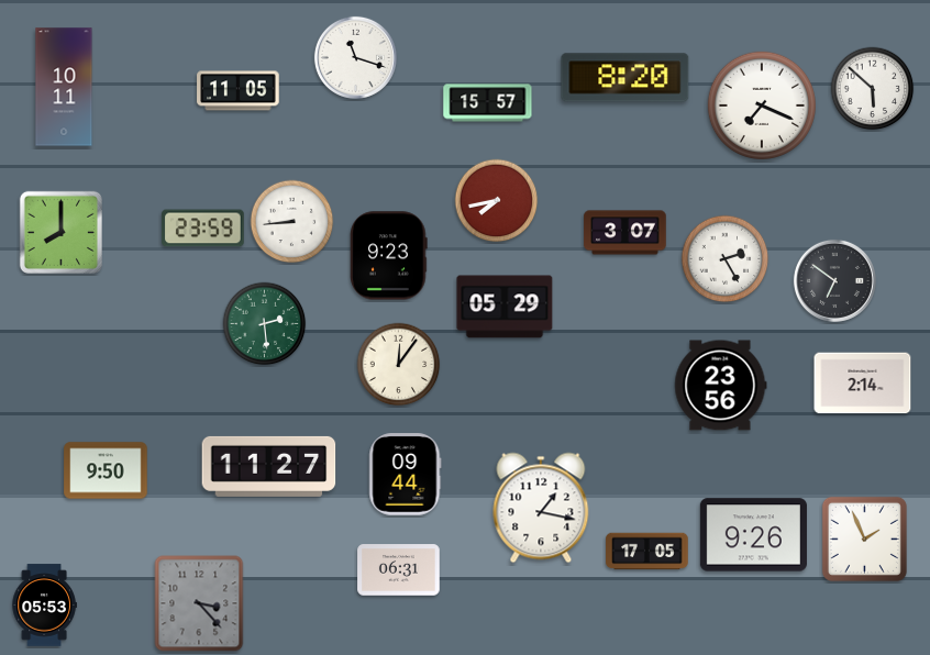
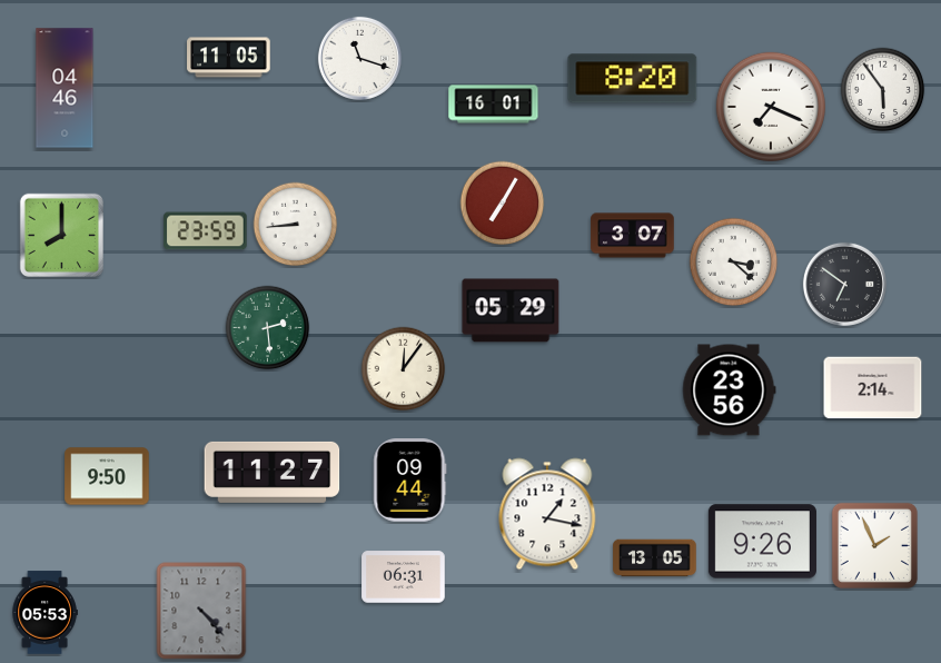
clock at (64, 87): 10:11 -> 04:46
clock at (873, 89): 5:52 -> 5:54
clock at (239, 91) position: (239, 91) -> (229, 58)
clock at (488, 103): 15:57 -> 16:01
clock at (497, 201): 7:43 -> 7:05
clock at (389, 256): 9:23 -> none
clock at (726, 259): 2:25 -> 3:22
clock at (647, 552): 17:05 -> 13:05
clock at (199, 603): 3:23 -> 4:23
